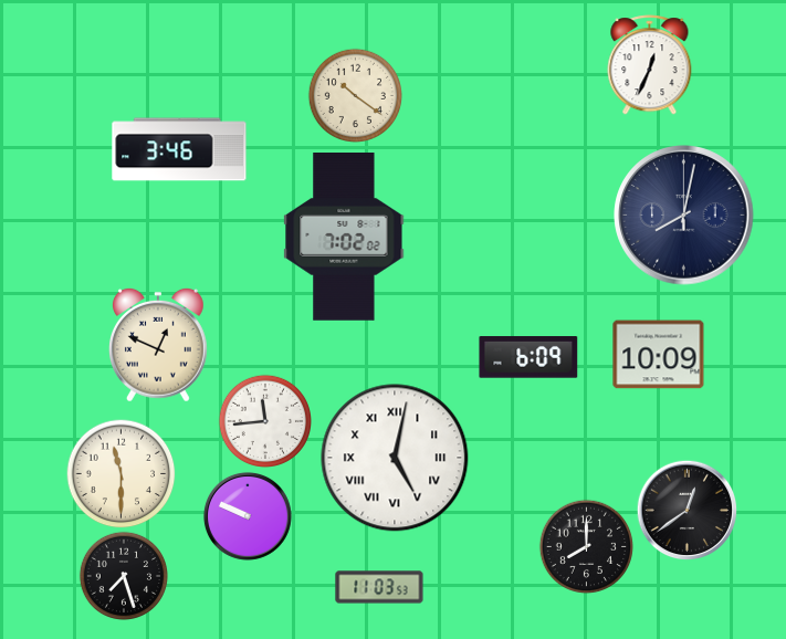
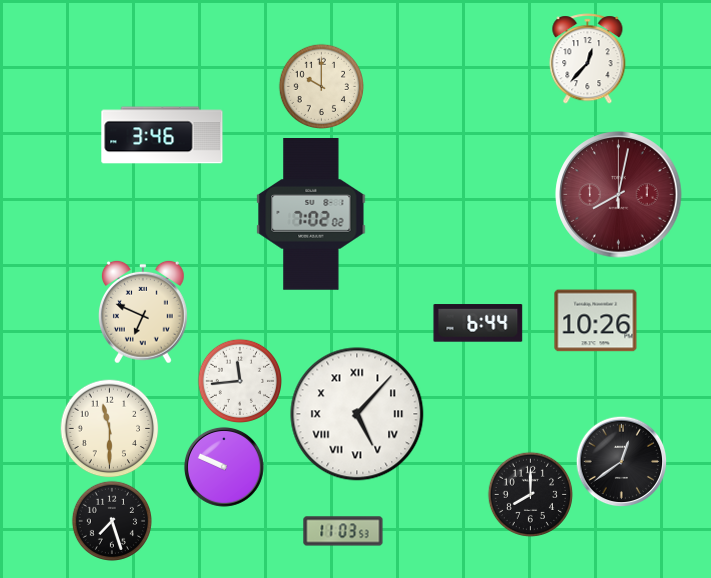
clock at (650, 65): 12:34 -> 12:37
clock at (355, 95): 10:21 -> 10:00
clock at (684, 216) dial: navy -> burgundy
clock at (158, 345): 12:49 -> 6:49
clock at (659, 355): 10:09 -> 10:26
clock at (528, 357): 6:09 -> 6:44
clock at (395, 458): 5:02 -> 5:07
